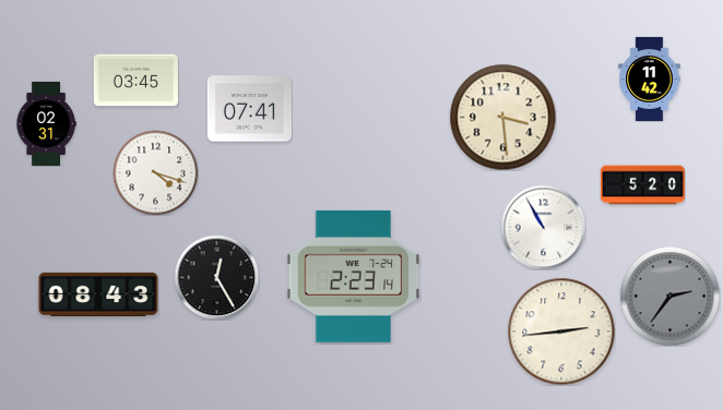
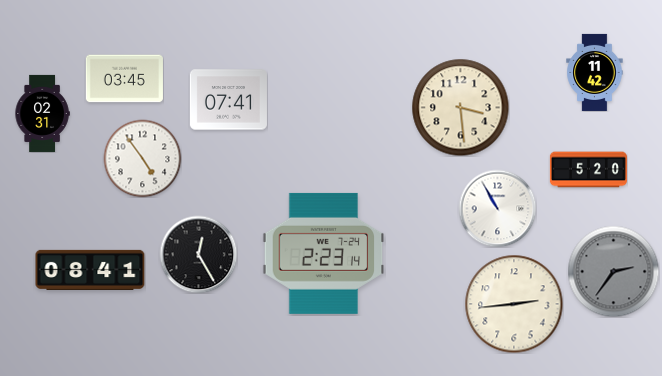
clock at (135, 81) position: (135, 81) -> (124, 79)
clock at (155, 172): 4:18 -> 4:54
clock at (98, 294): 08:43 -> 08:41
